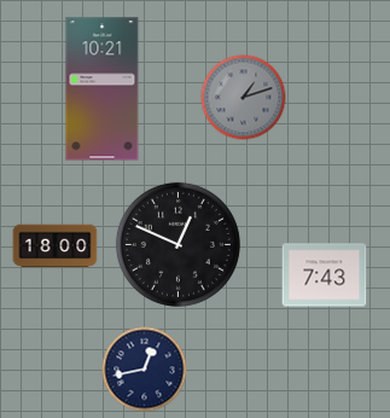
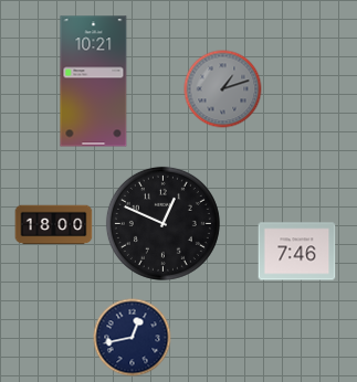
clock at (56, 246) position: (56, 246) -> (54, 225)
clock at (325, 275): 7:43 -> 7:46
